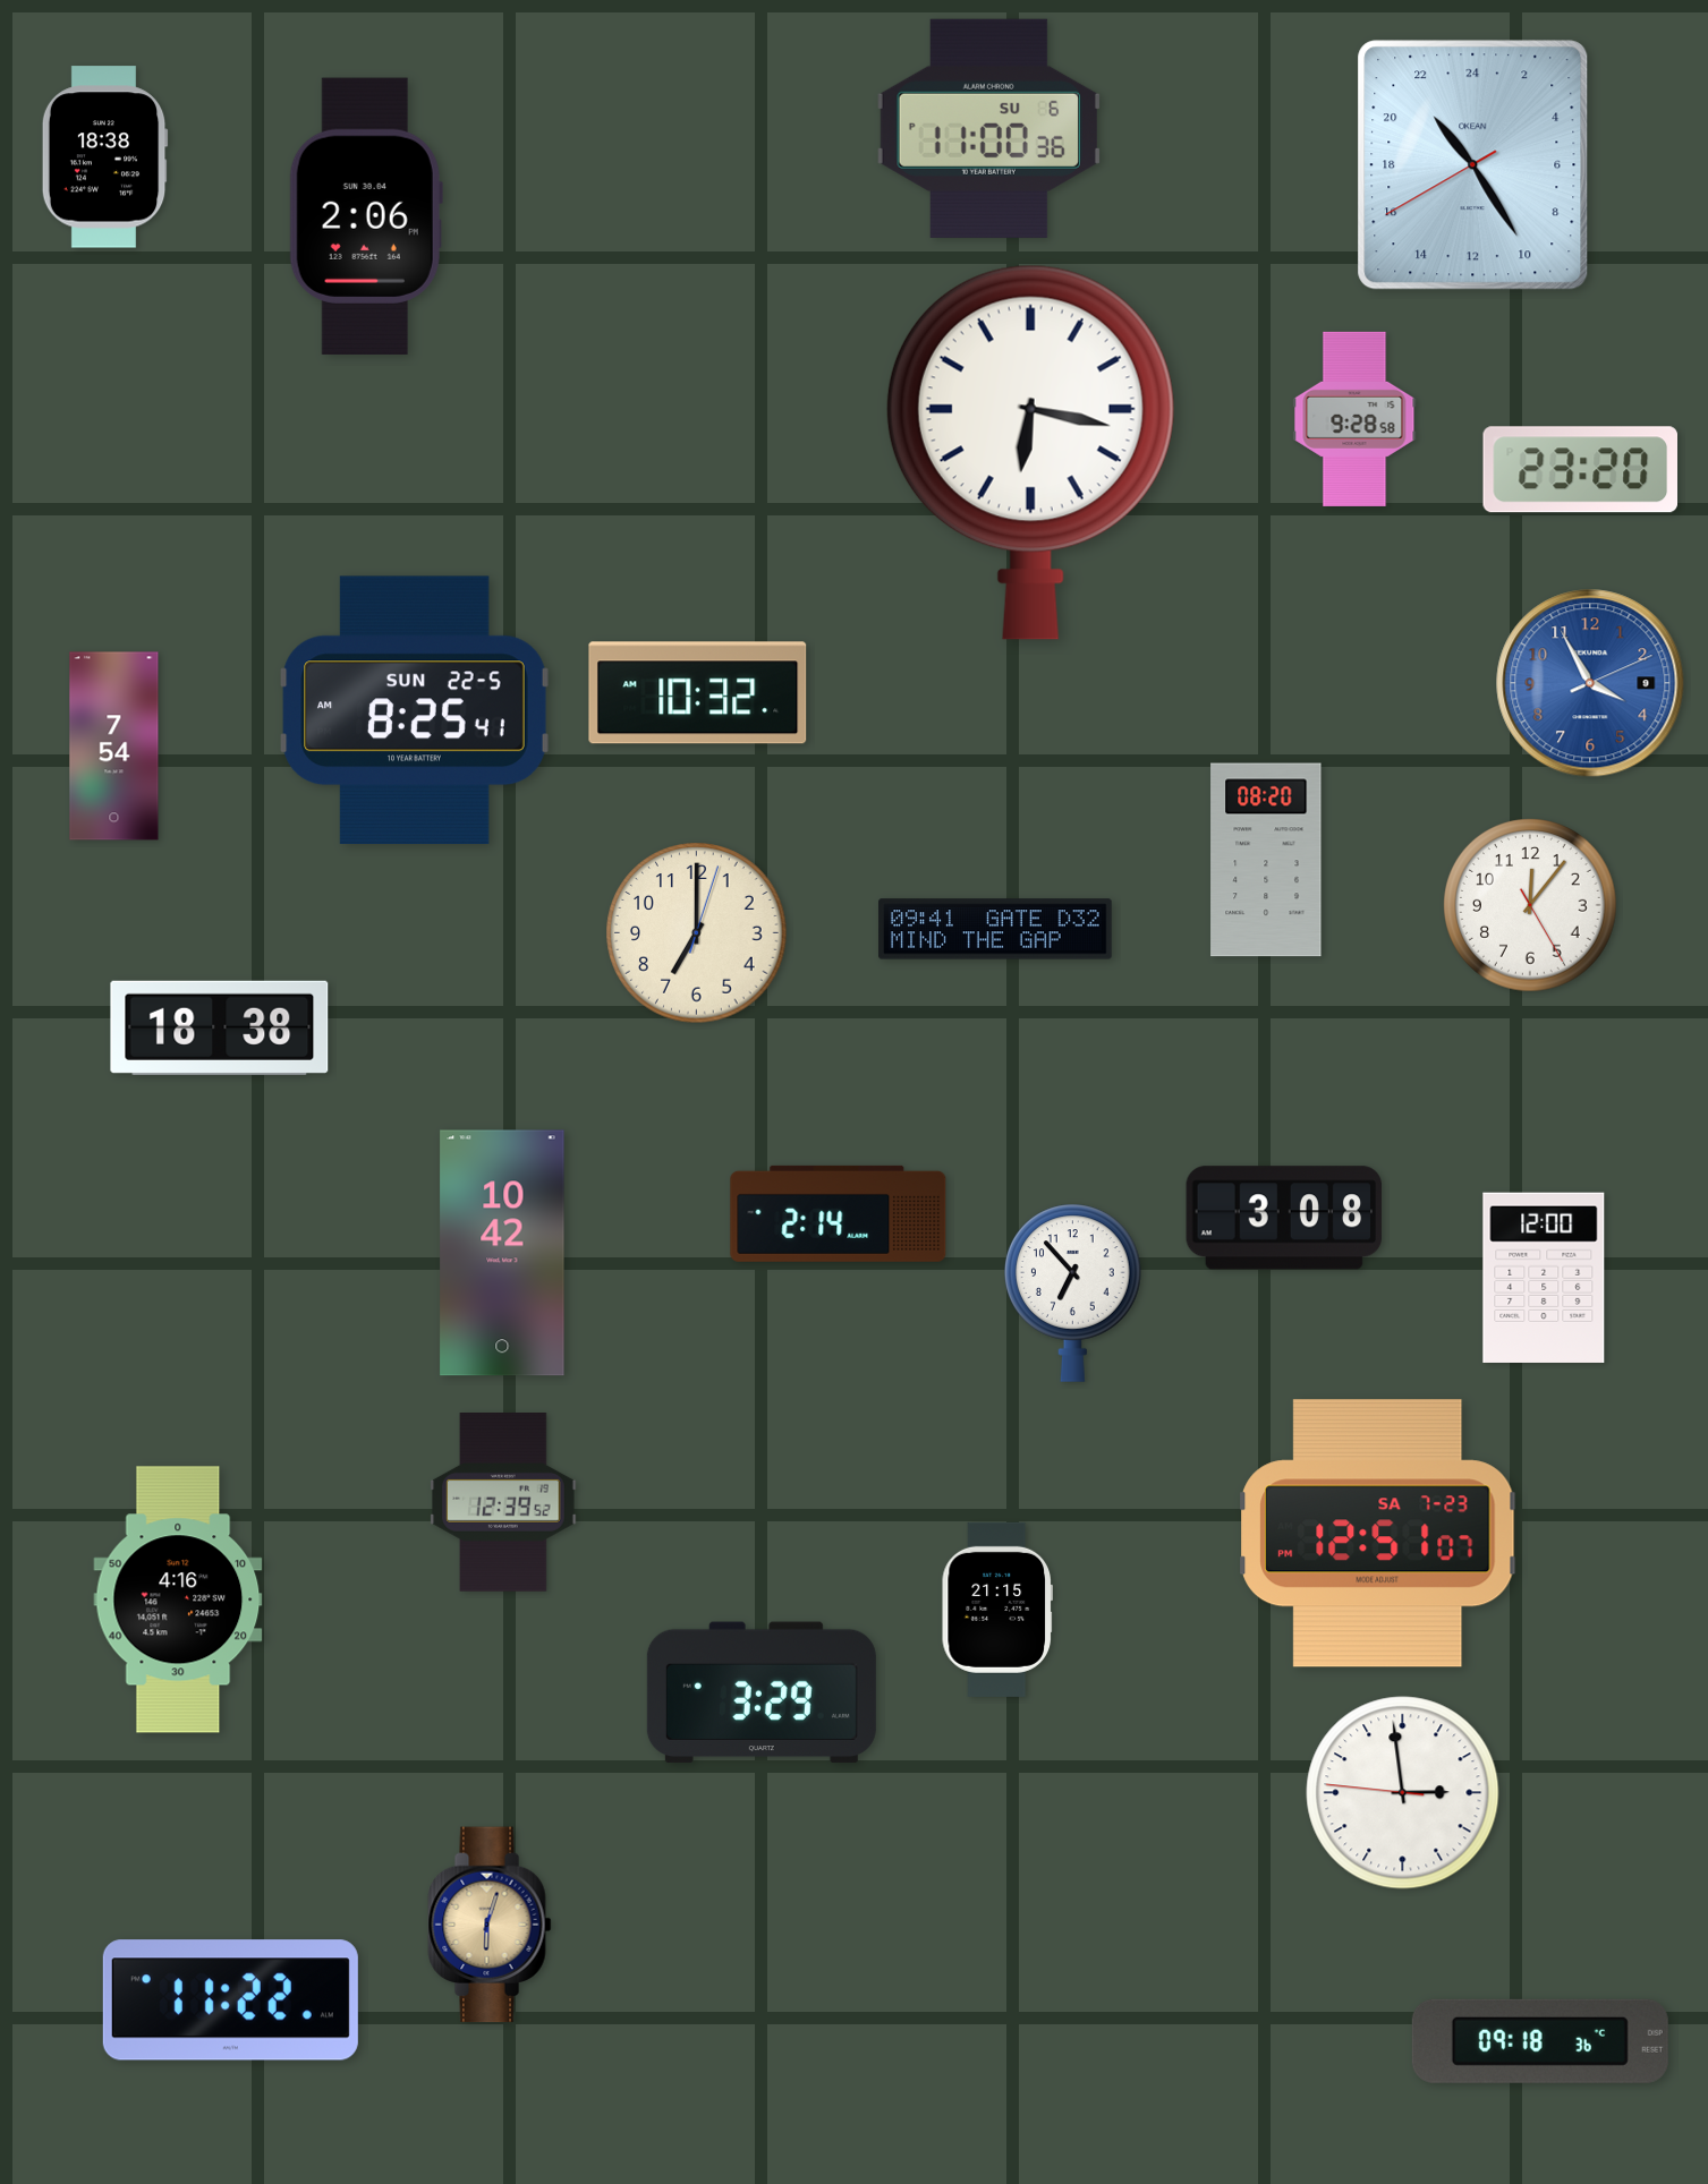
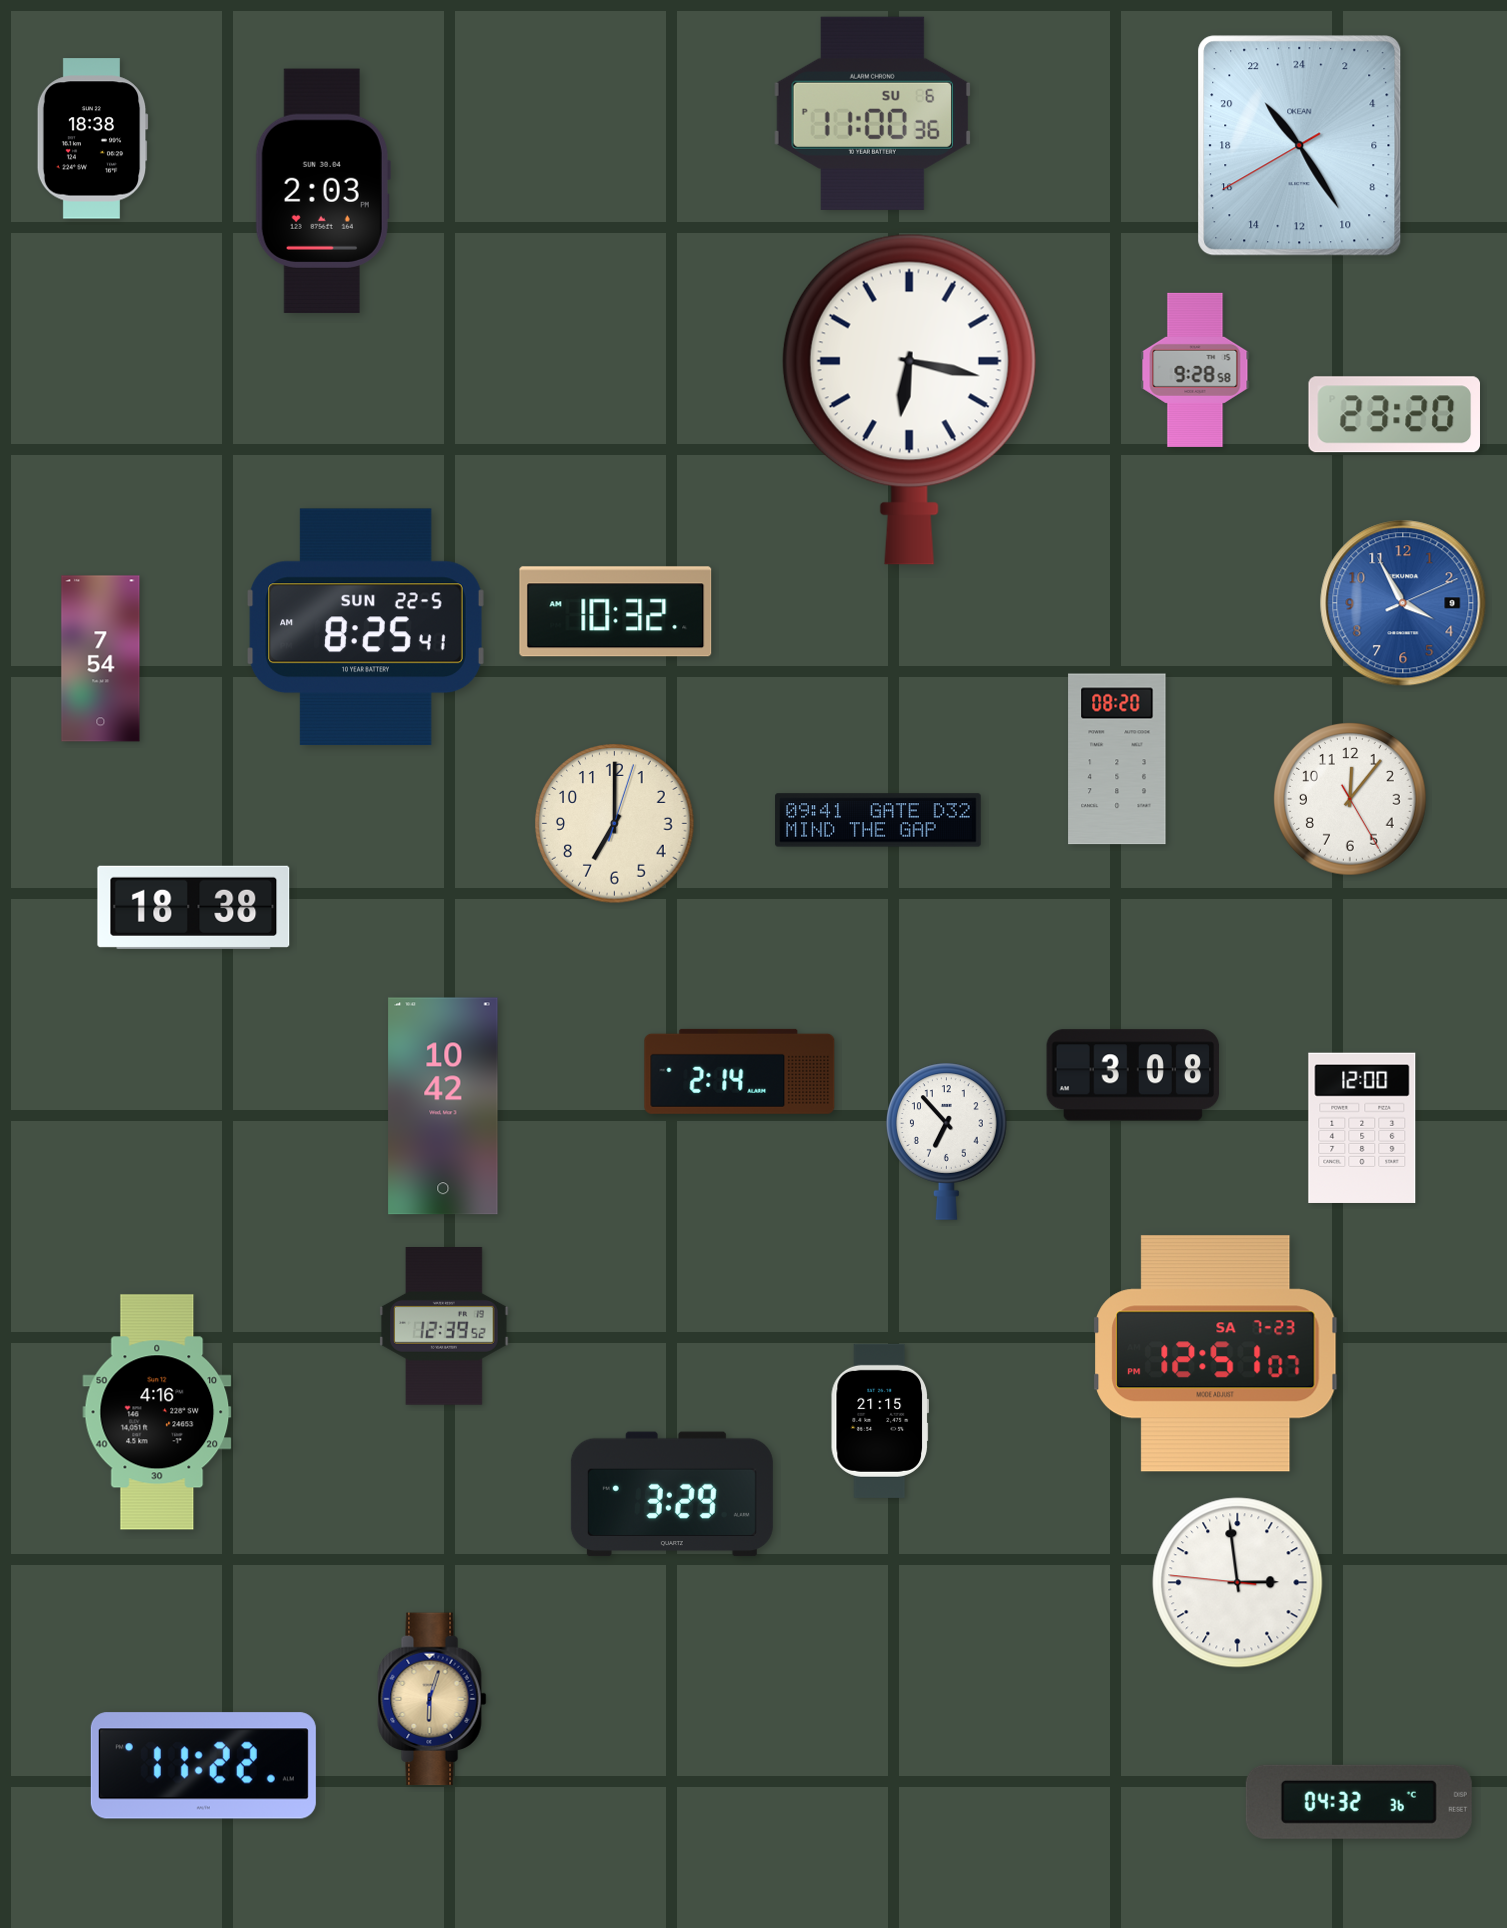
clock at (366, 215): 2:06 -> 2:03
clock at (1540, 2041): 09:18 -> 04:32
